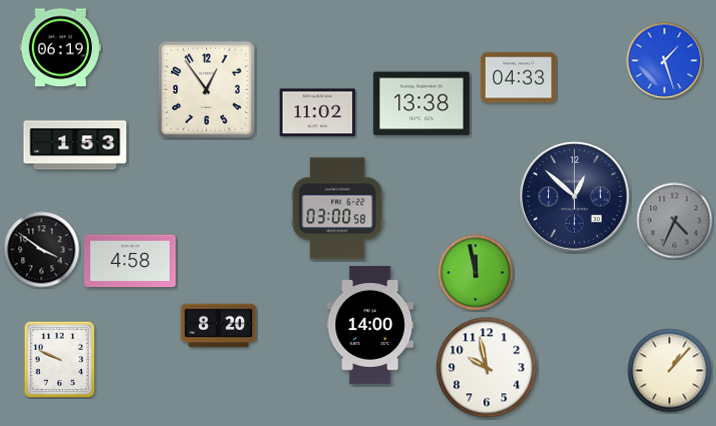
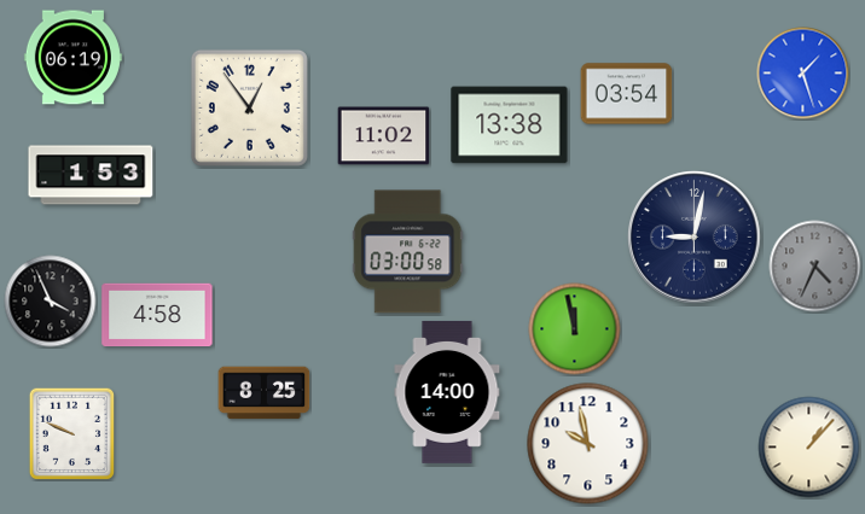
clock at (519, 78): 04:33 -> 03:54
clock at (575, 197): 12:52 -> 9:02
clock at (42, 250): 3:51 -> 3:56
clock at (219, 326): 8:20 -> 8:25
